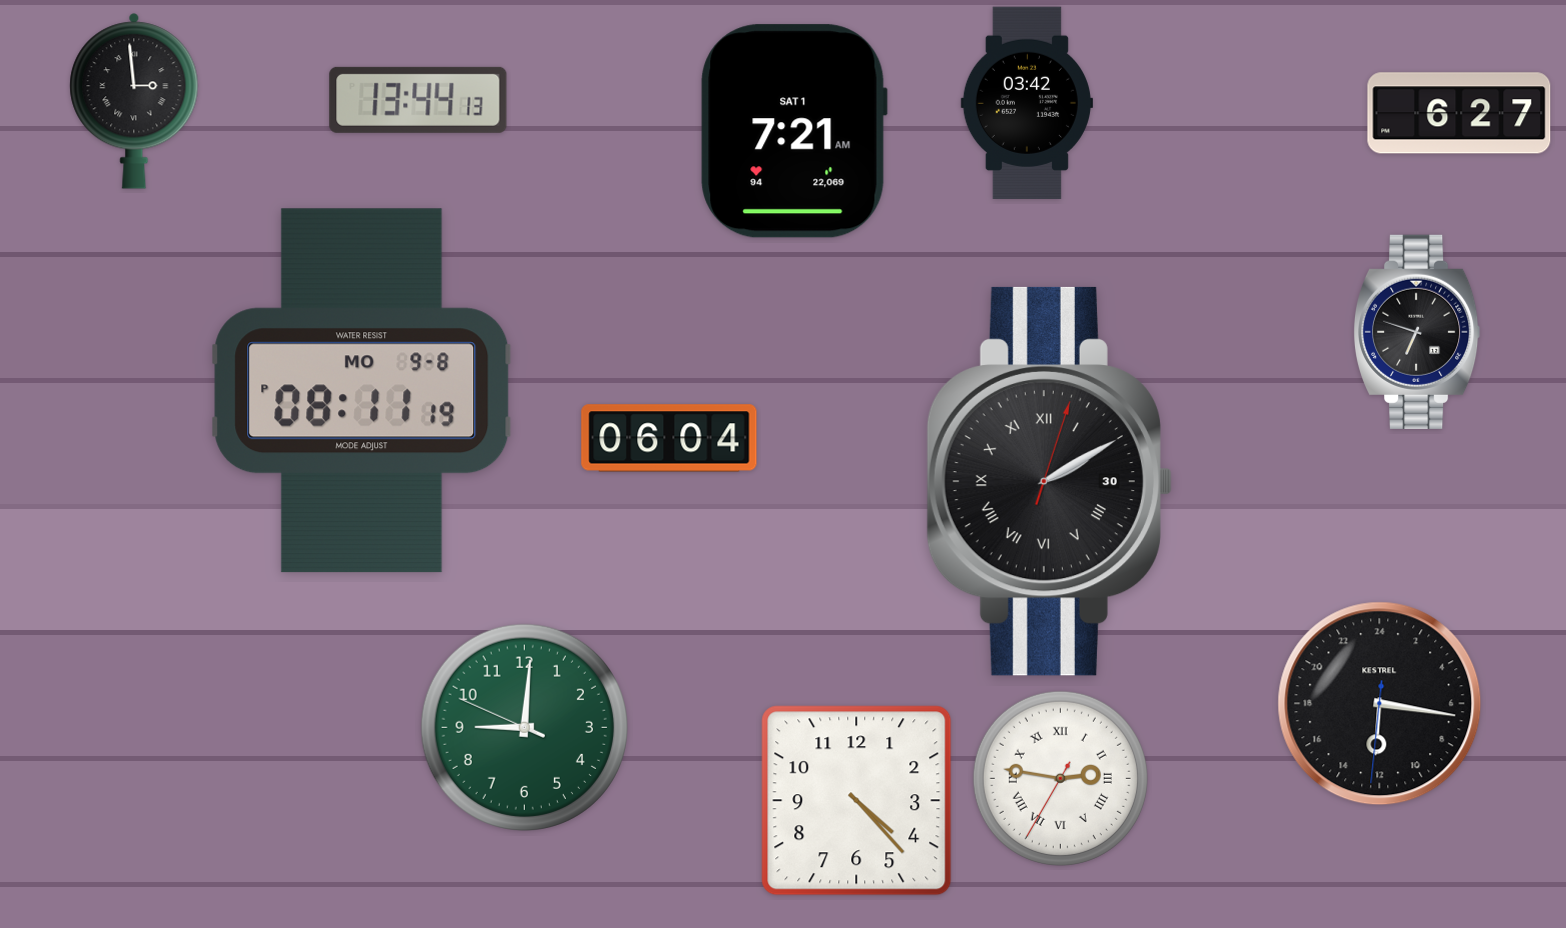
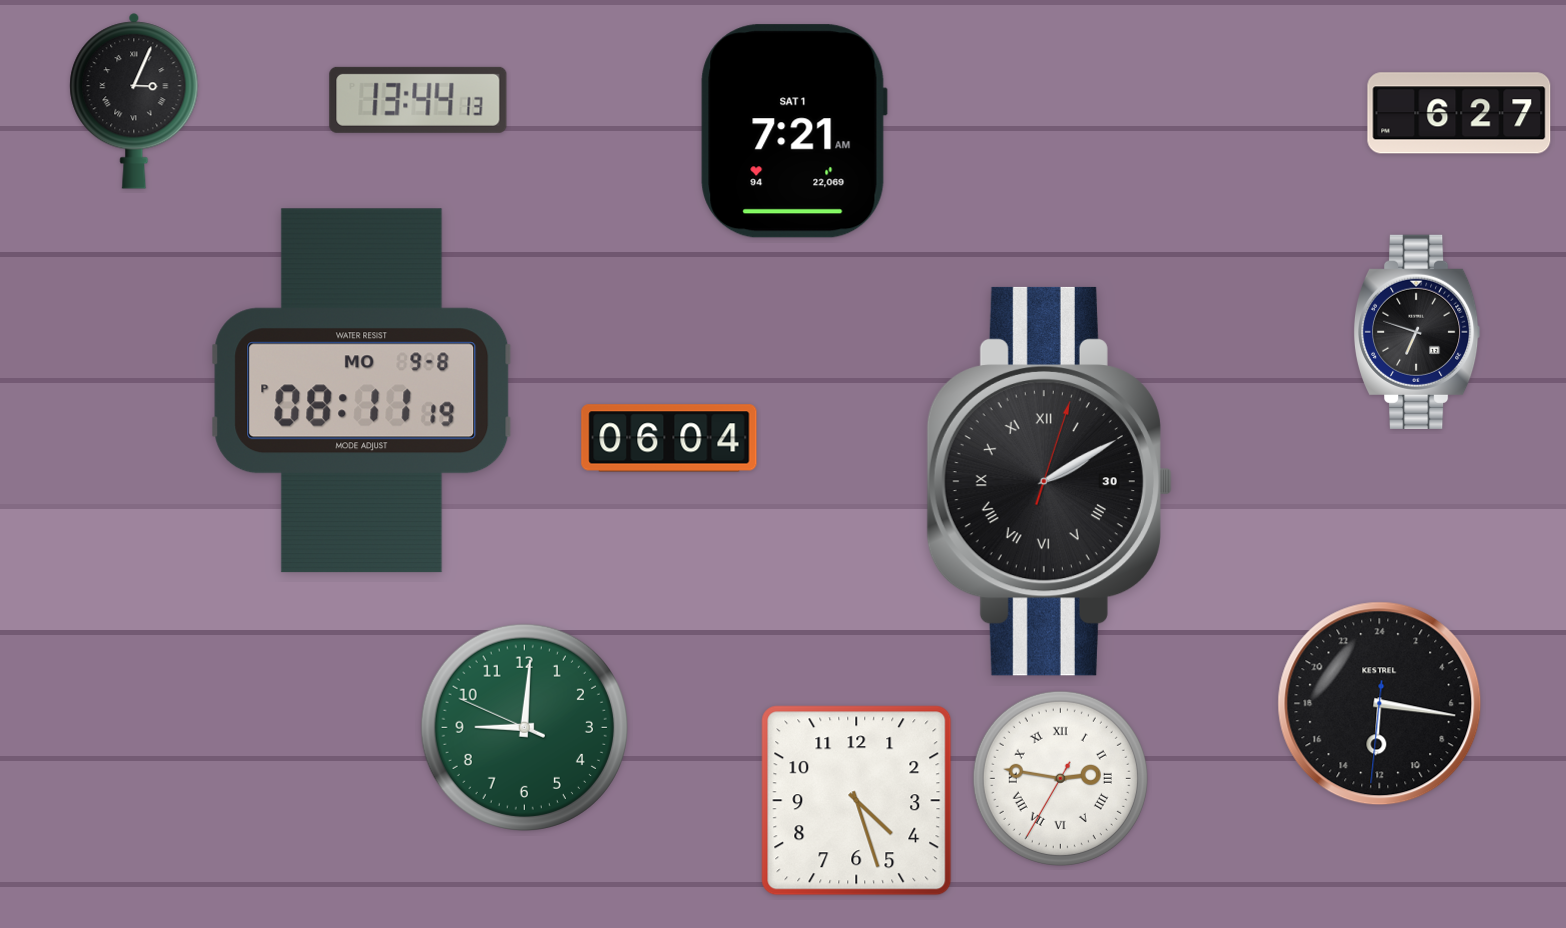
clock at (134, 101): 2:59 -> 3:04
clock at (1027, 103): 03:42 -> none
clock at (857, 801): 4:23 -> 4:27
